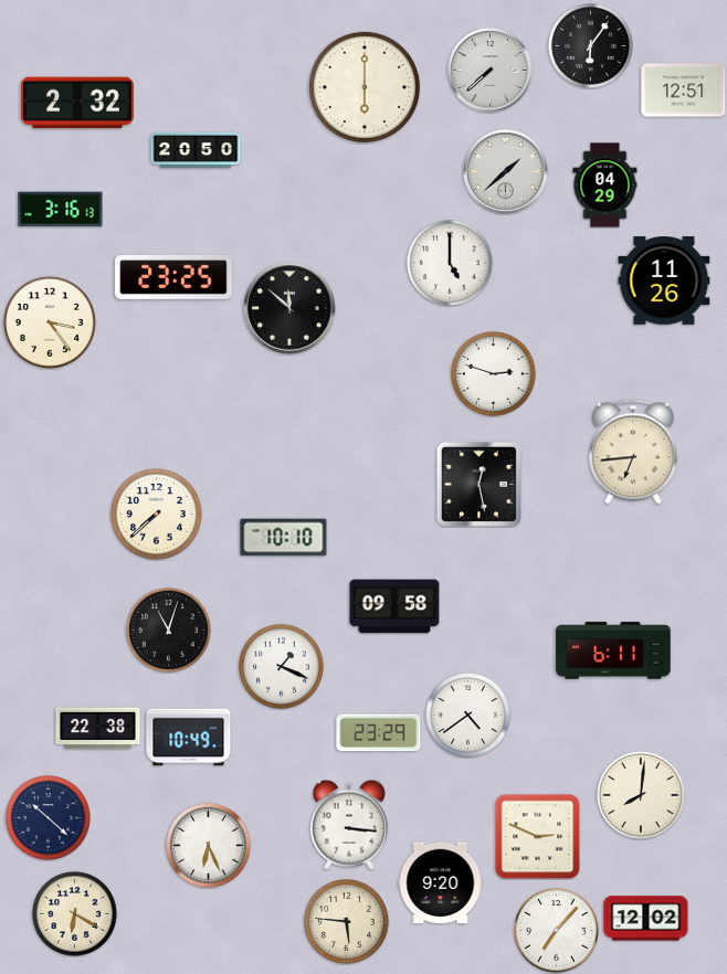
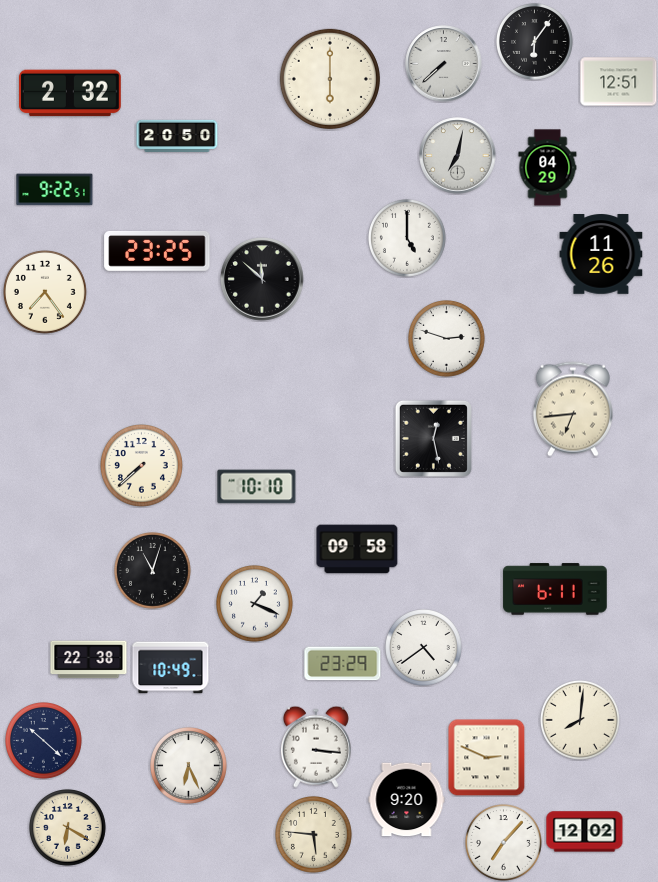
clock at (506, 172): 1:38 -> 7:02
clock at (61, 210): 3:16 -> 9:22
clock at (50, 322): 3:24 -> 7:24
clock at (441, 883) position: (441, 883) -> (407, 800)
